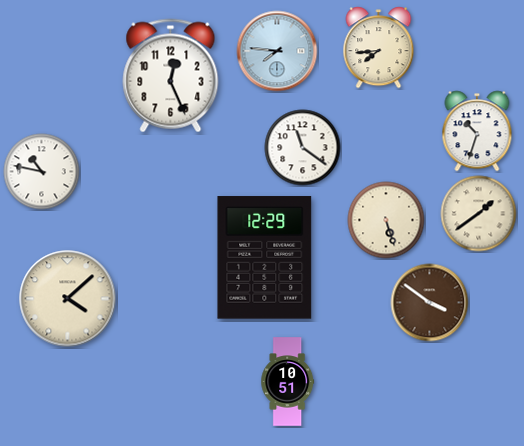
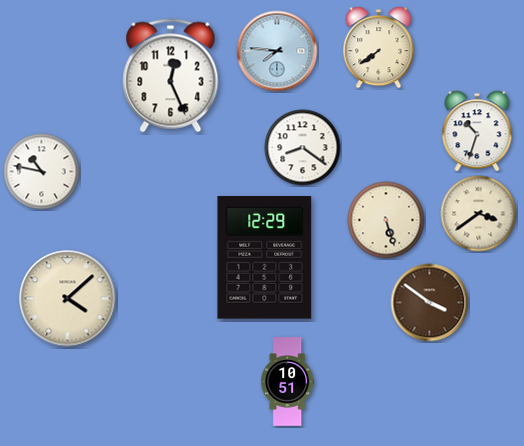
clock at (379, 48): 7:44 -> 7:39
clock at (303, 148): 11:21 -> 8:21
clock at (479, 214): 1:39 -> 3:39
